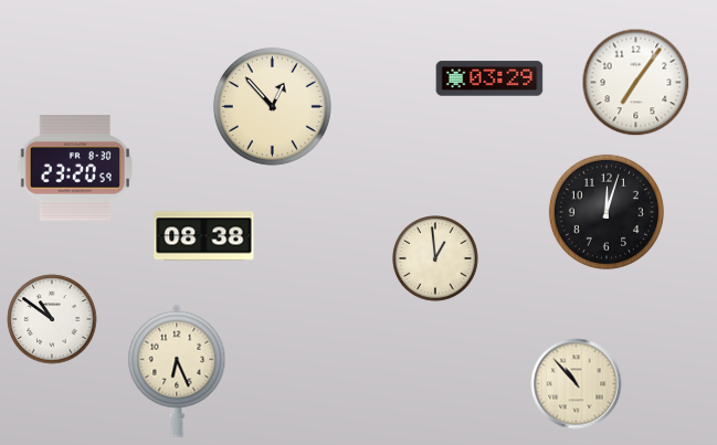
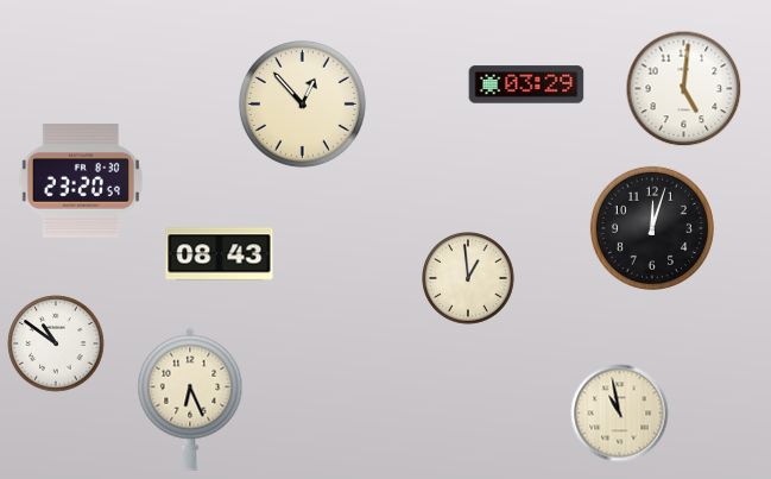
clock at (636, 83): 7:06 -> 5:01
clock at (272, 106) position: (272, 106) -> (302, 103)
clock at (204, 236): 08:38 -> 08:43
clock at (577, 384): 10:53 -> 10:58
